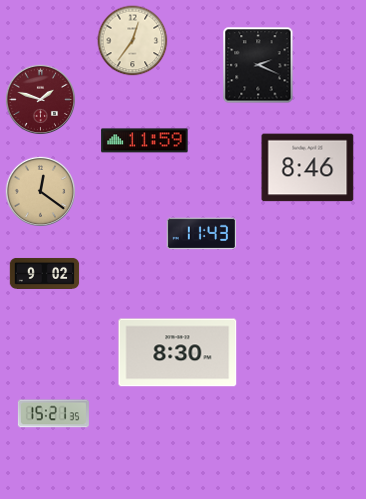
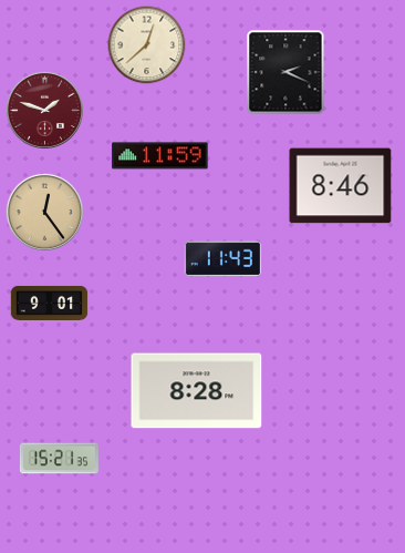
clock at (133, 41): 12:36 -> 12:38
clock at (40, 191): 12:21 -> 12:24
clock at (45, 273): 9:02 -> 9:01
clock at (178, 353): 8:30 -> 8:28
